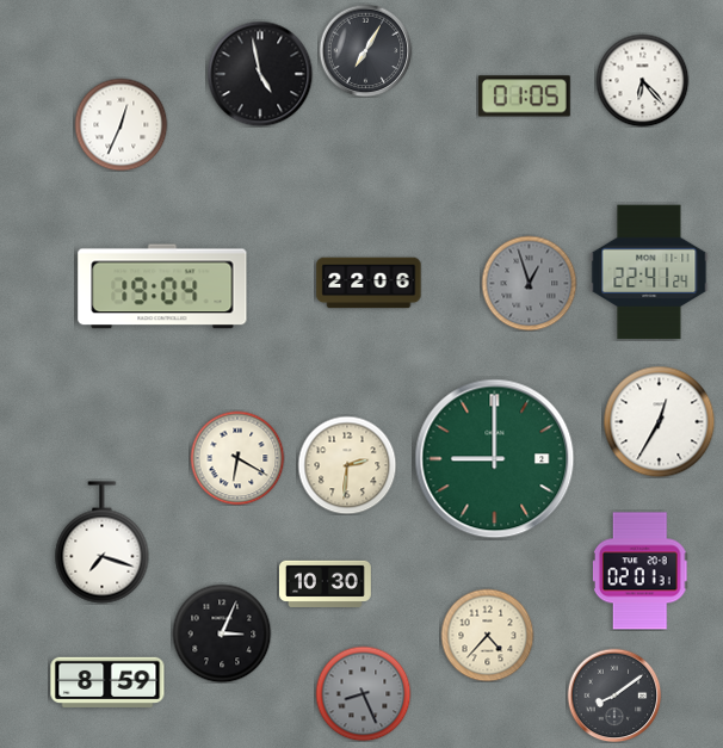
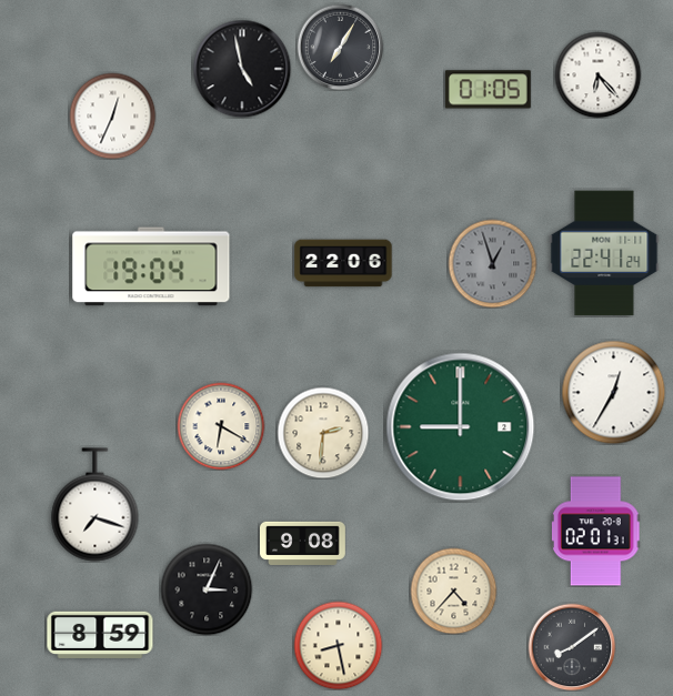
clock at (325, 583): 10:30 -> 9:08
clock at (363, 693): 8:26 -> 8:28
clock at (363, 693) dial: grey -> cream
